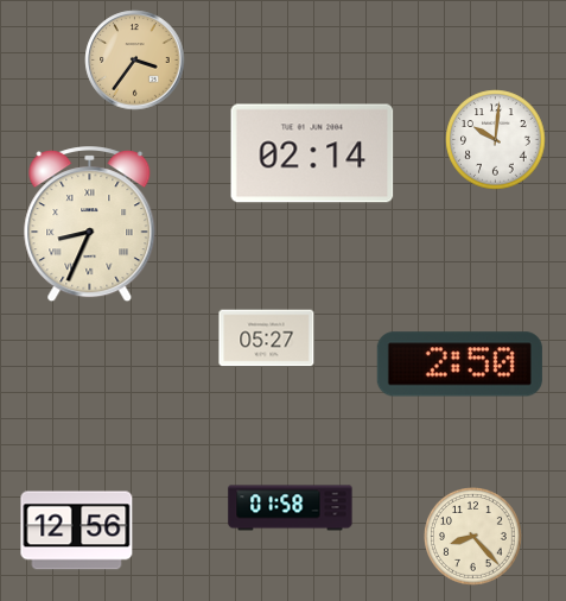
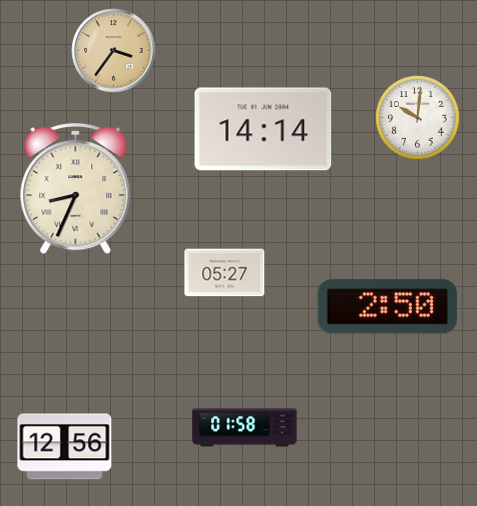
clock at (312, 153): 02:14 -> 14:14
clock at (267, 339) position: (267, 339) -> (225, 273)
clock at (473, 537): 8:23 -> none
